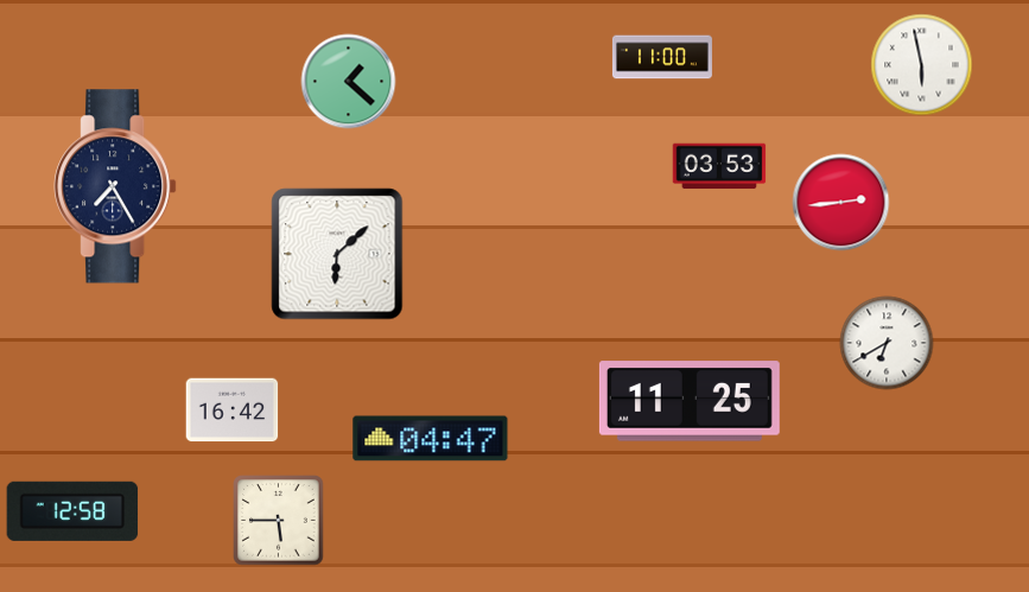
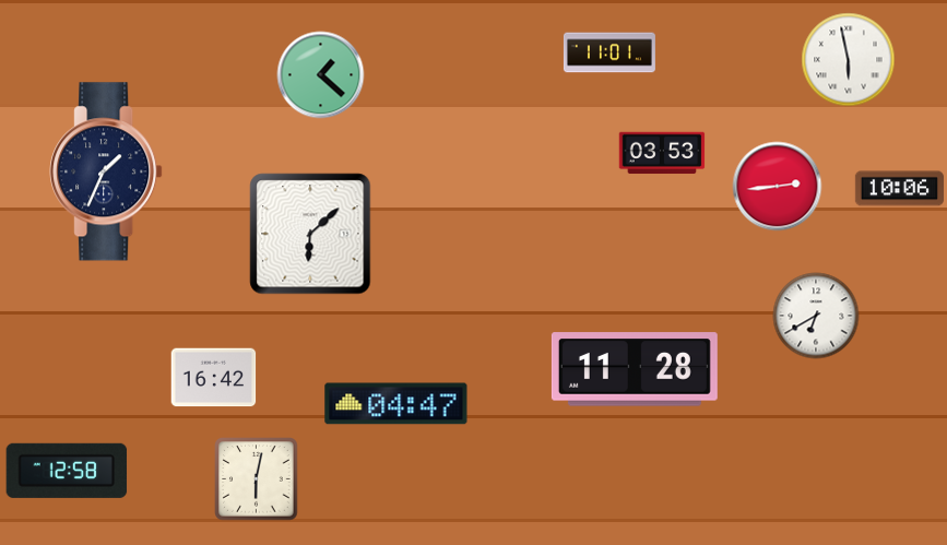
clock at (662, 57): 11:00 -> 11:01
clock at (115, 186): 7:25 -> 1:34
clock at (841, 203) position: (841, 203) -> (778, 187)
clock at (899, 189): none -> 10:06
clock at (690, 401): 11:25 -> 11:28
clock at (279, 521): 5:45 -> 6:02
